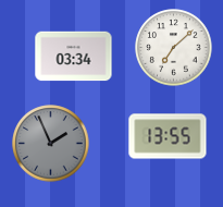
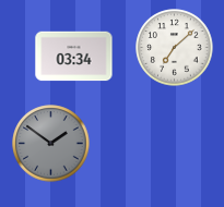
clock at (168, 136): 13:55 -> none
clock at (51, 144): 1:56 -> 1:51
